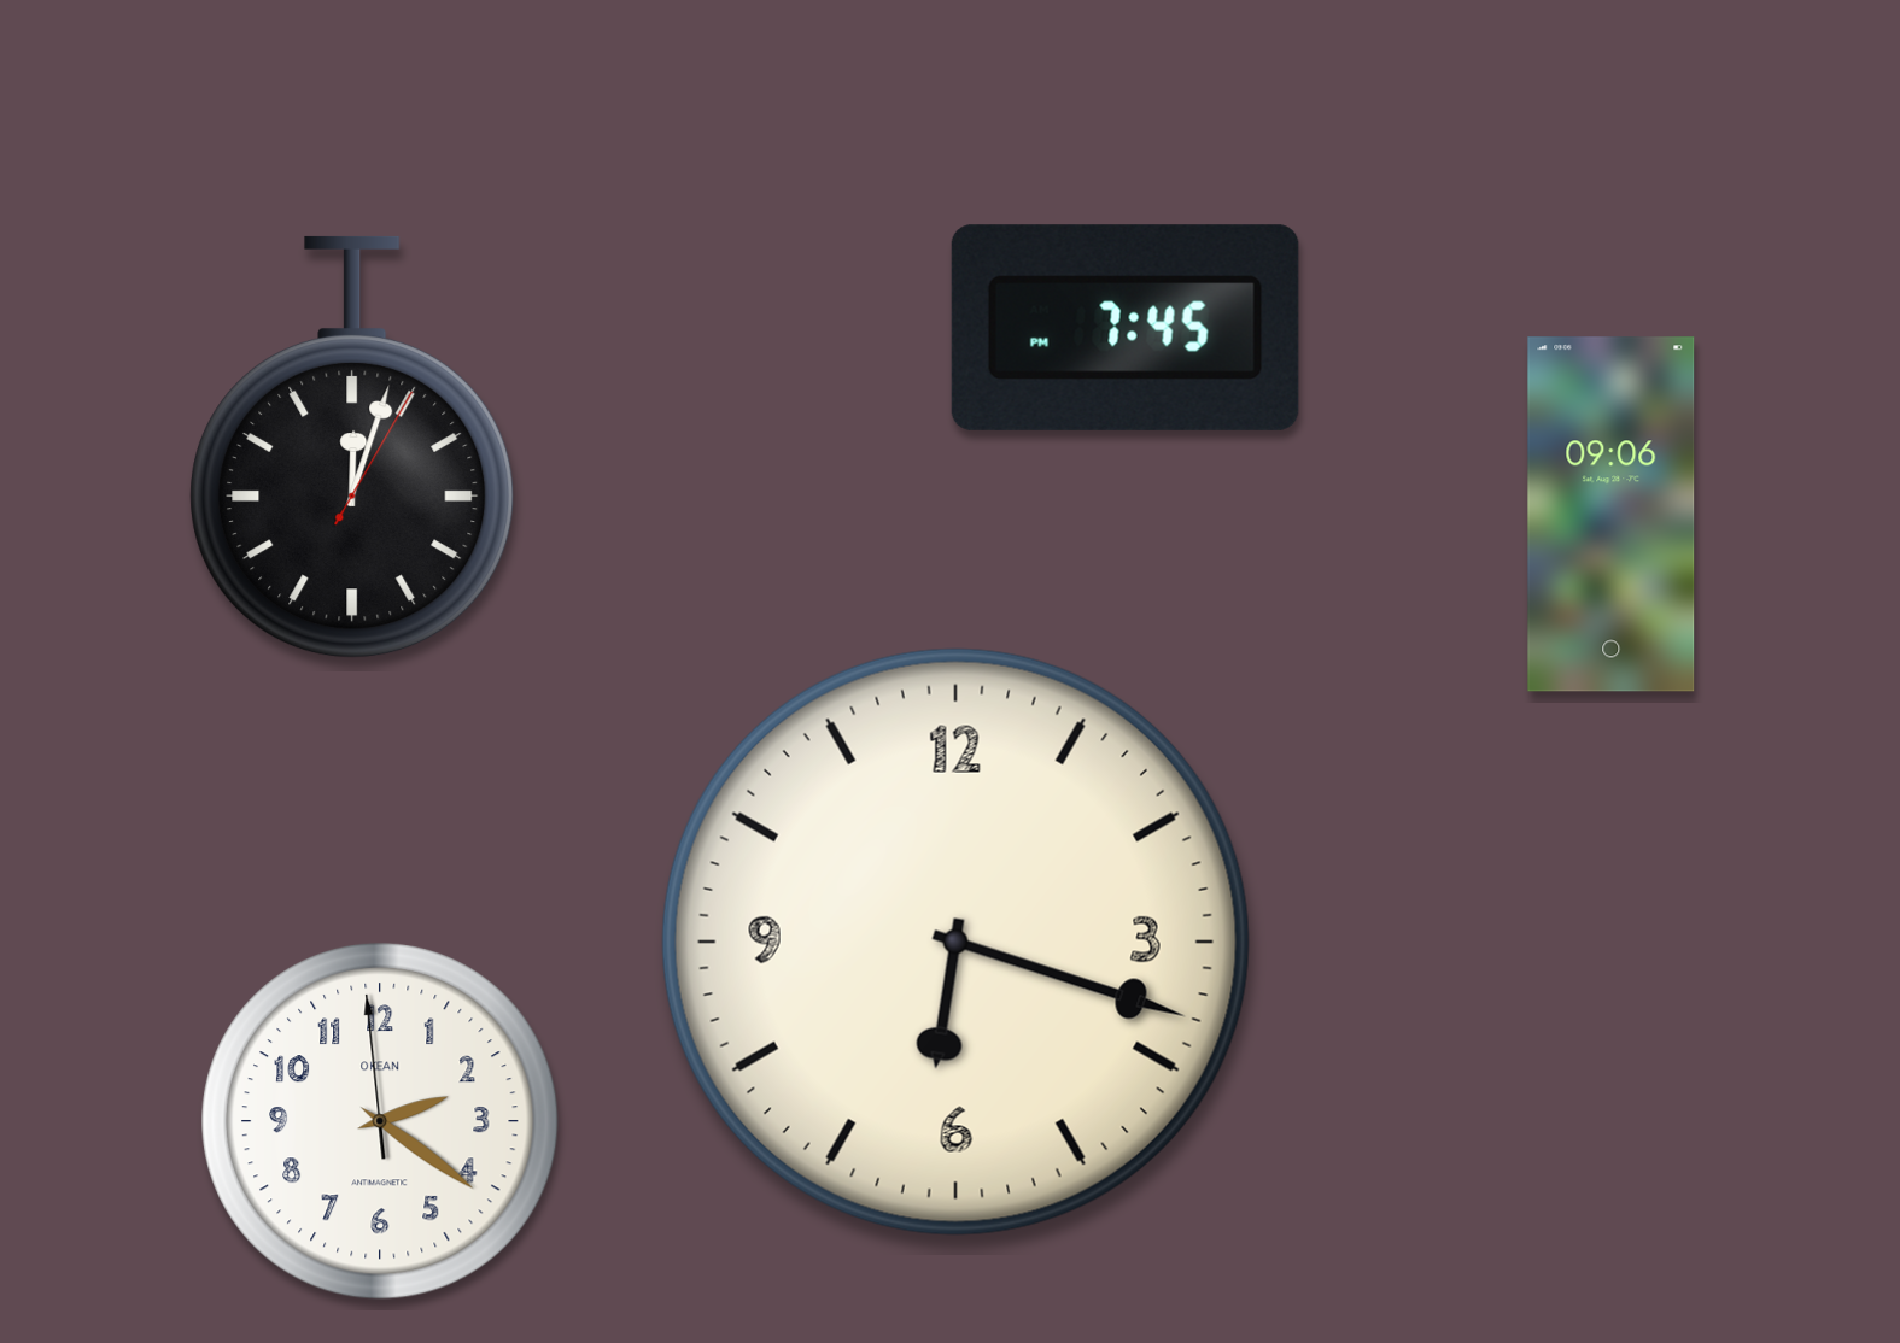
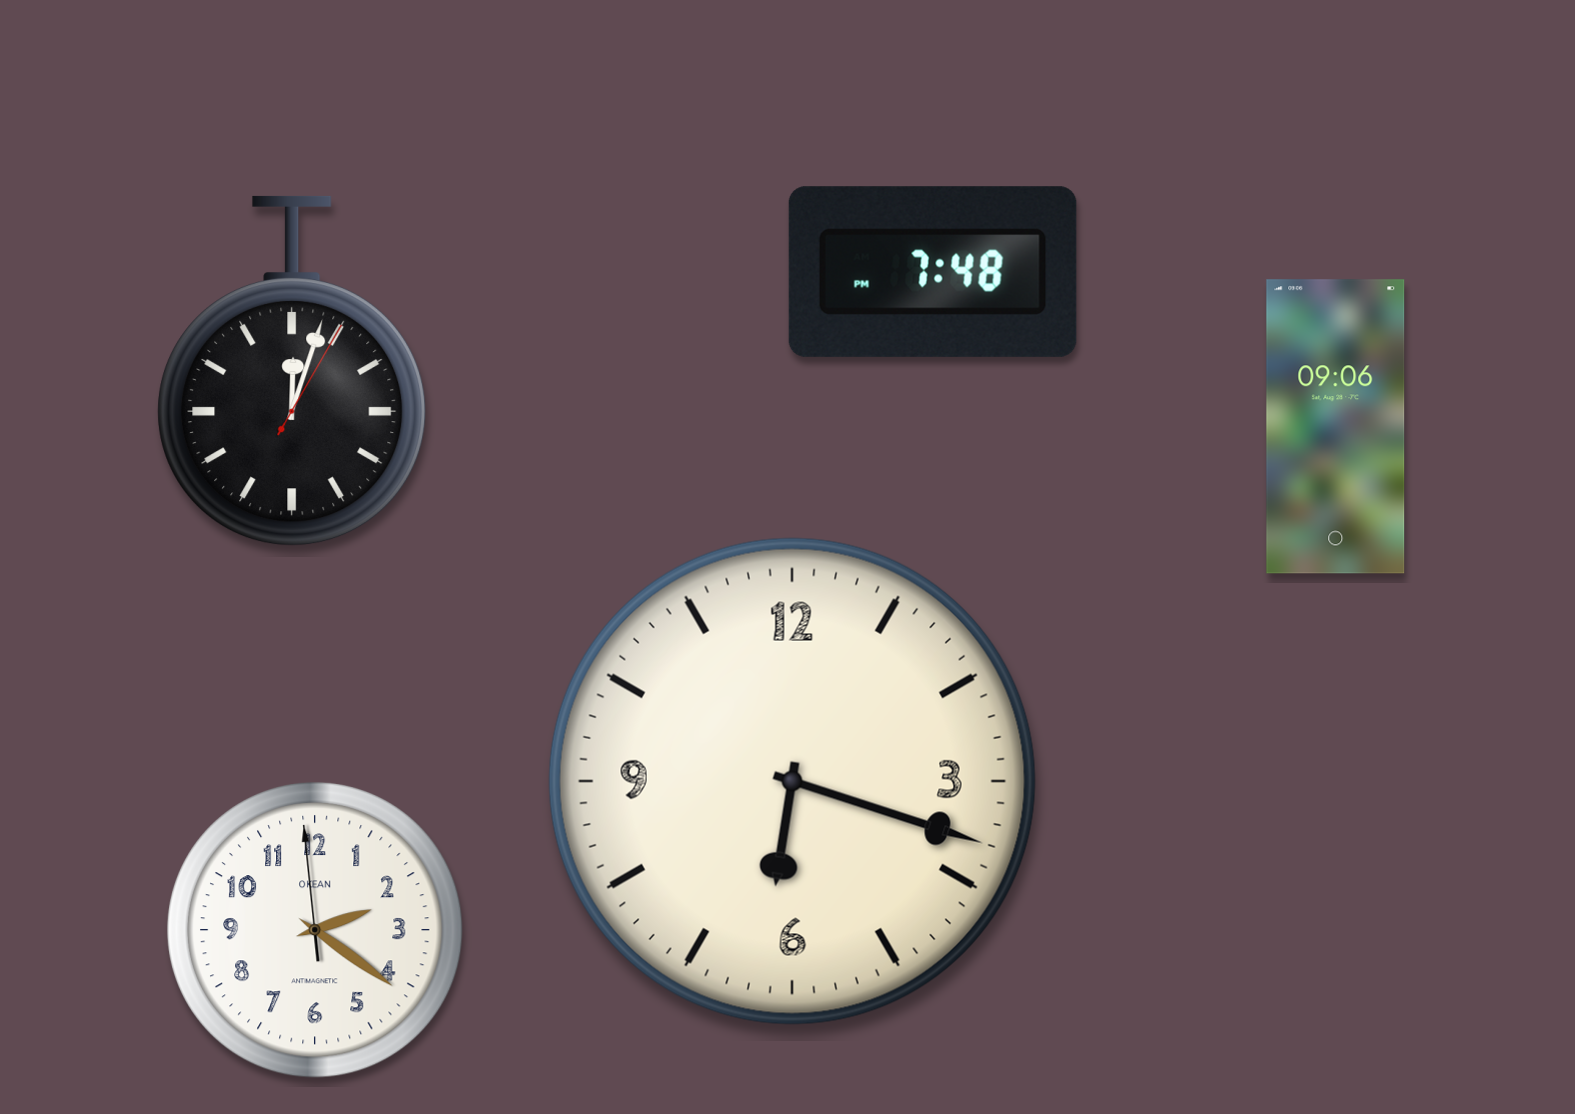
clock at (1126, 328): 7:45 -> 7:48
